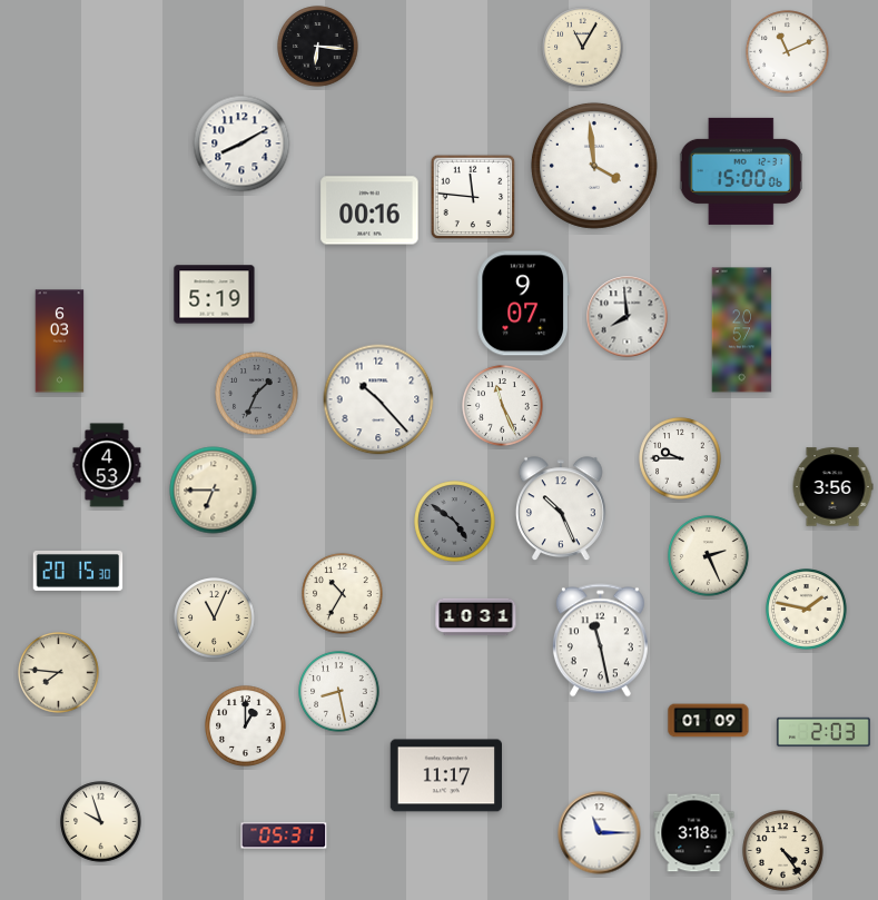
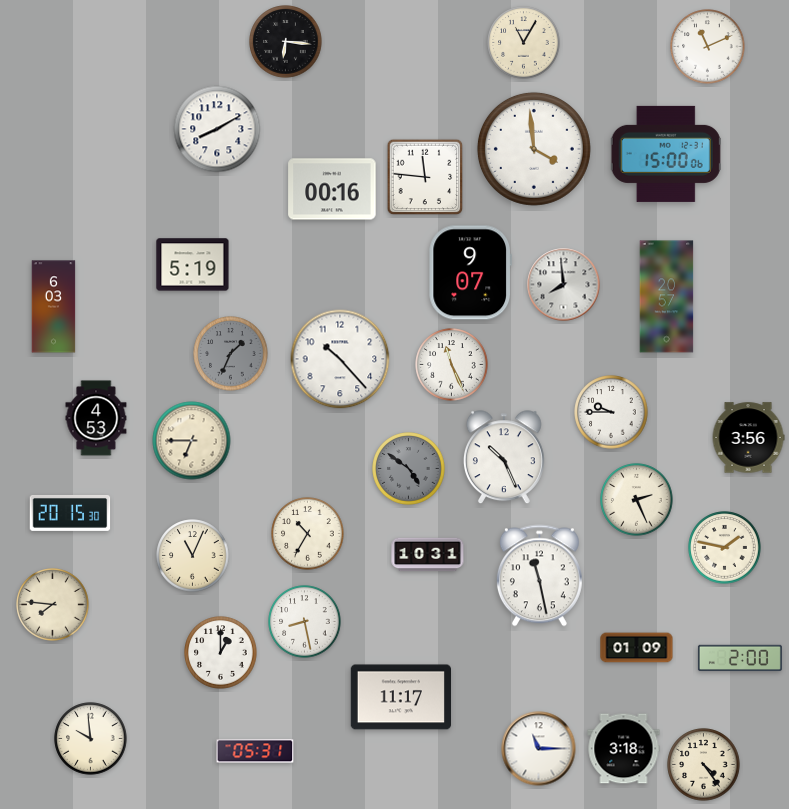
clock at (823, 732): 2:03 -> 2:00
clock at (101, 822): 9:57 -> 9:59
